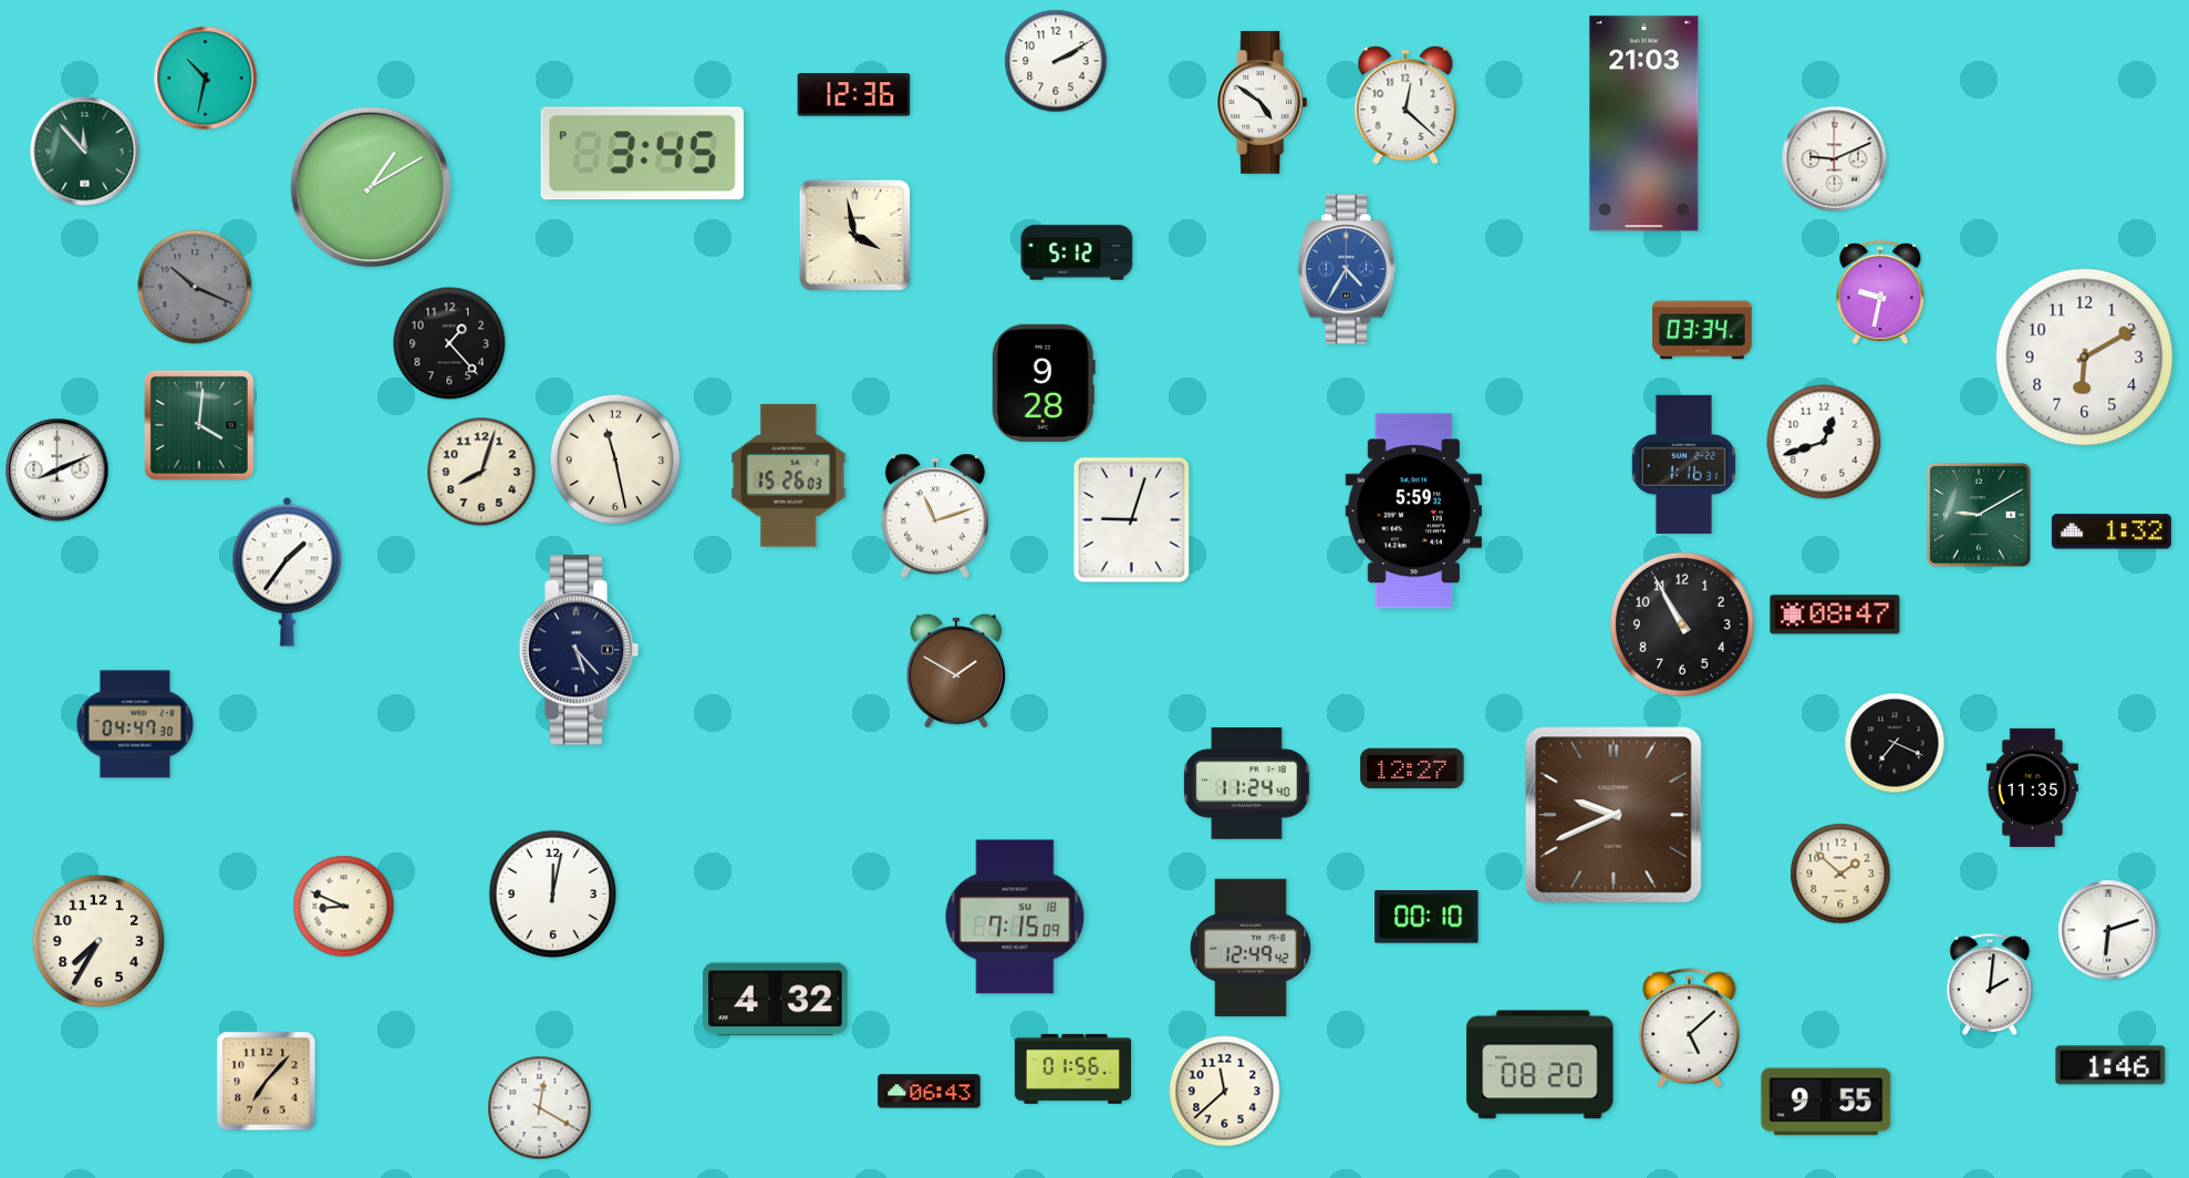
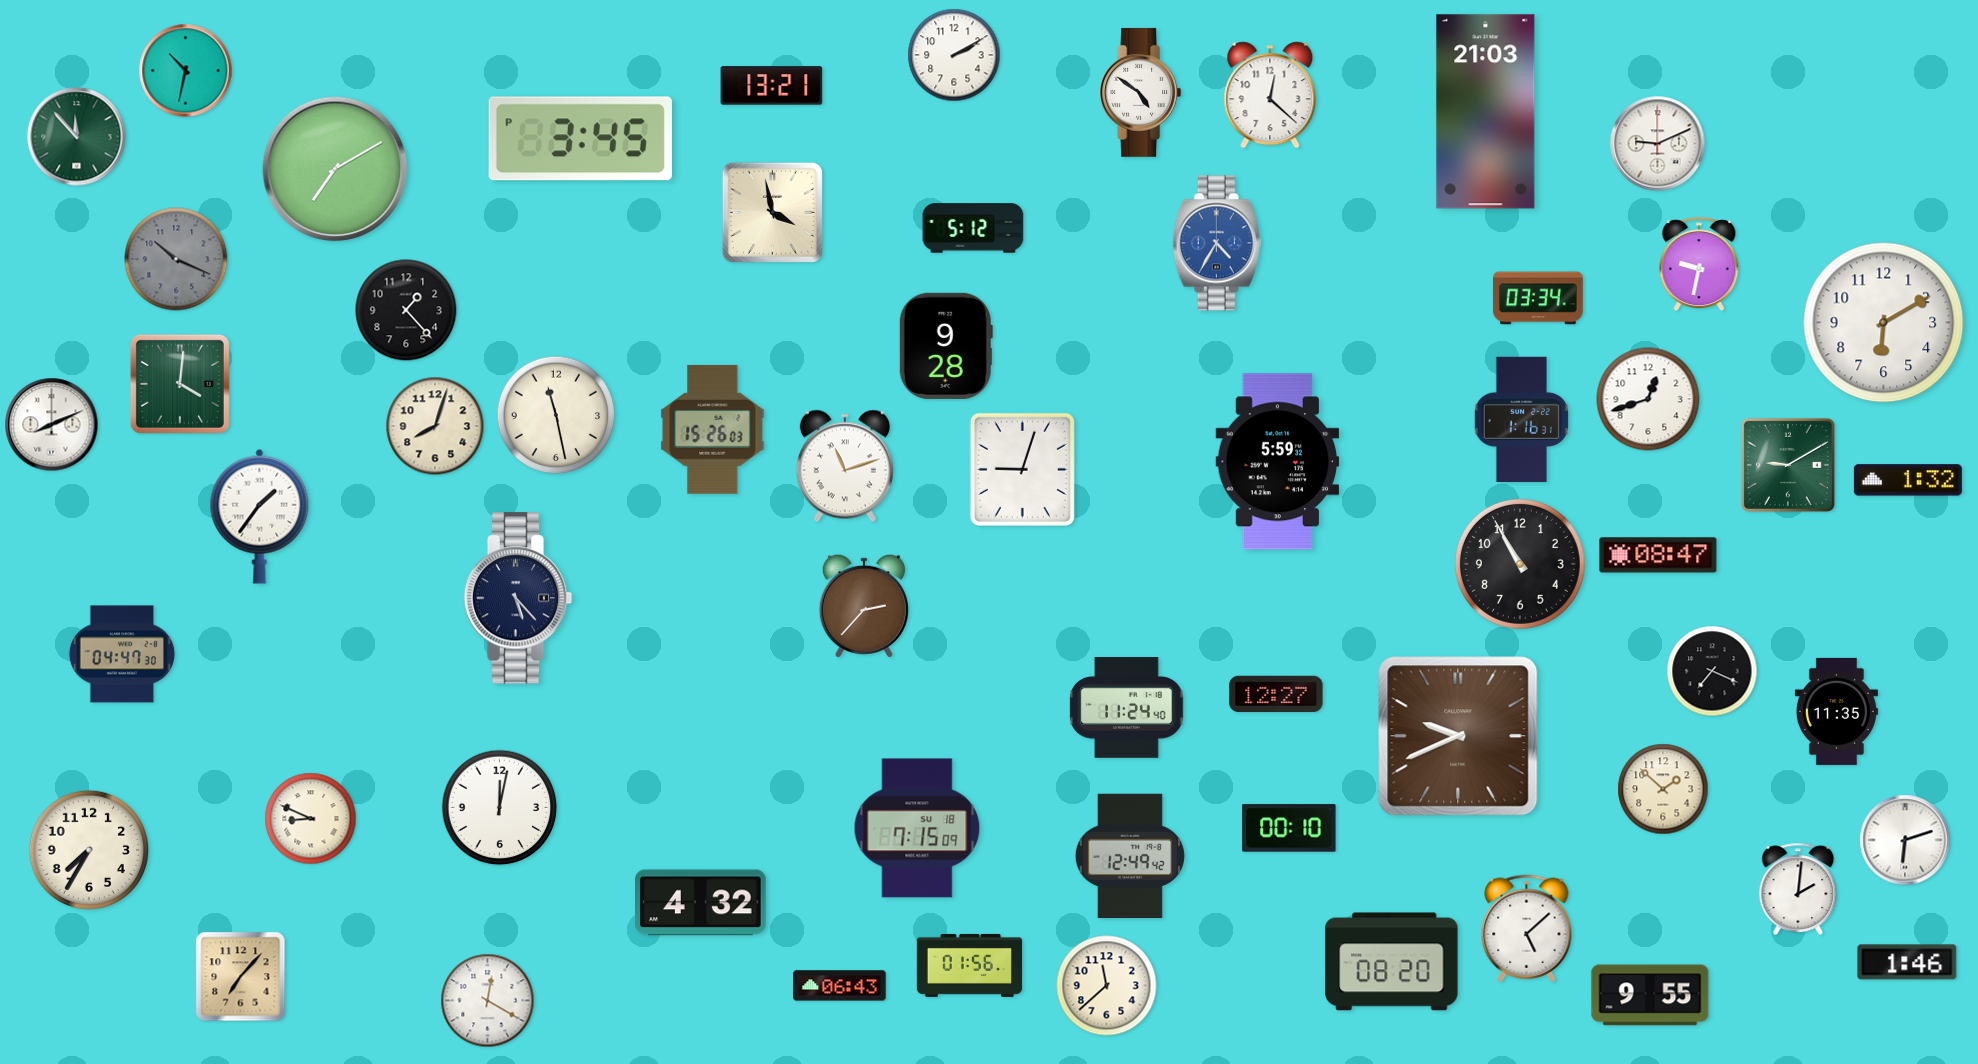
clock at (854, 95): 12:36 -> 13:21
clock at (371, 187): 1:10 -> 7:10
clock at (1044, 383) position: (1044, 383) -> (946, 346)
clock at (579, 650) position: (579, 650) -> (518, 598)
clock at (956, 671): 1:50 -> 2:37
